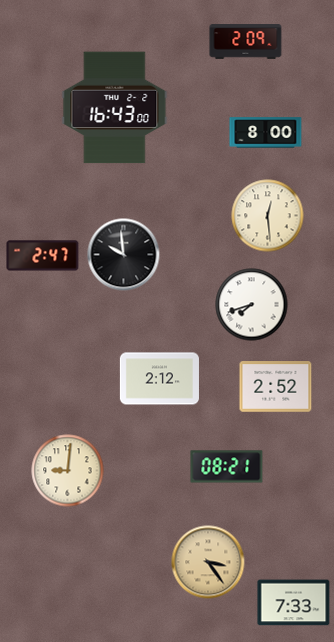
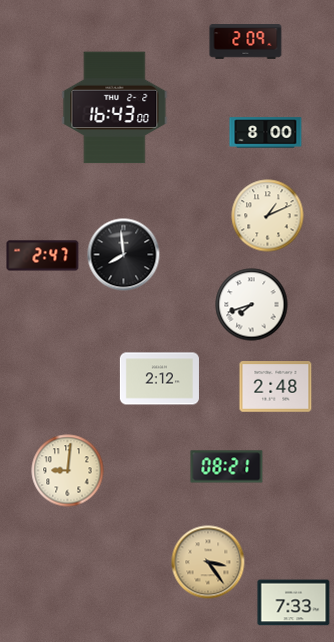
clock at (268, 216): 12:29 -> 1:11
clock at (124, 255): 9:59 -> 7:59
clock at (276, 387): 2:52 -> 2:48
